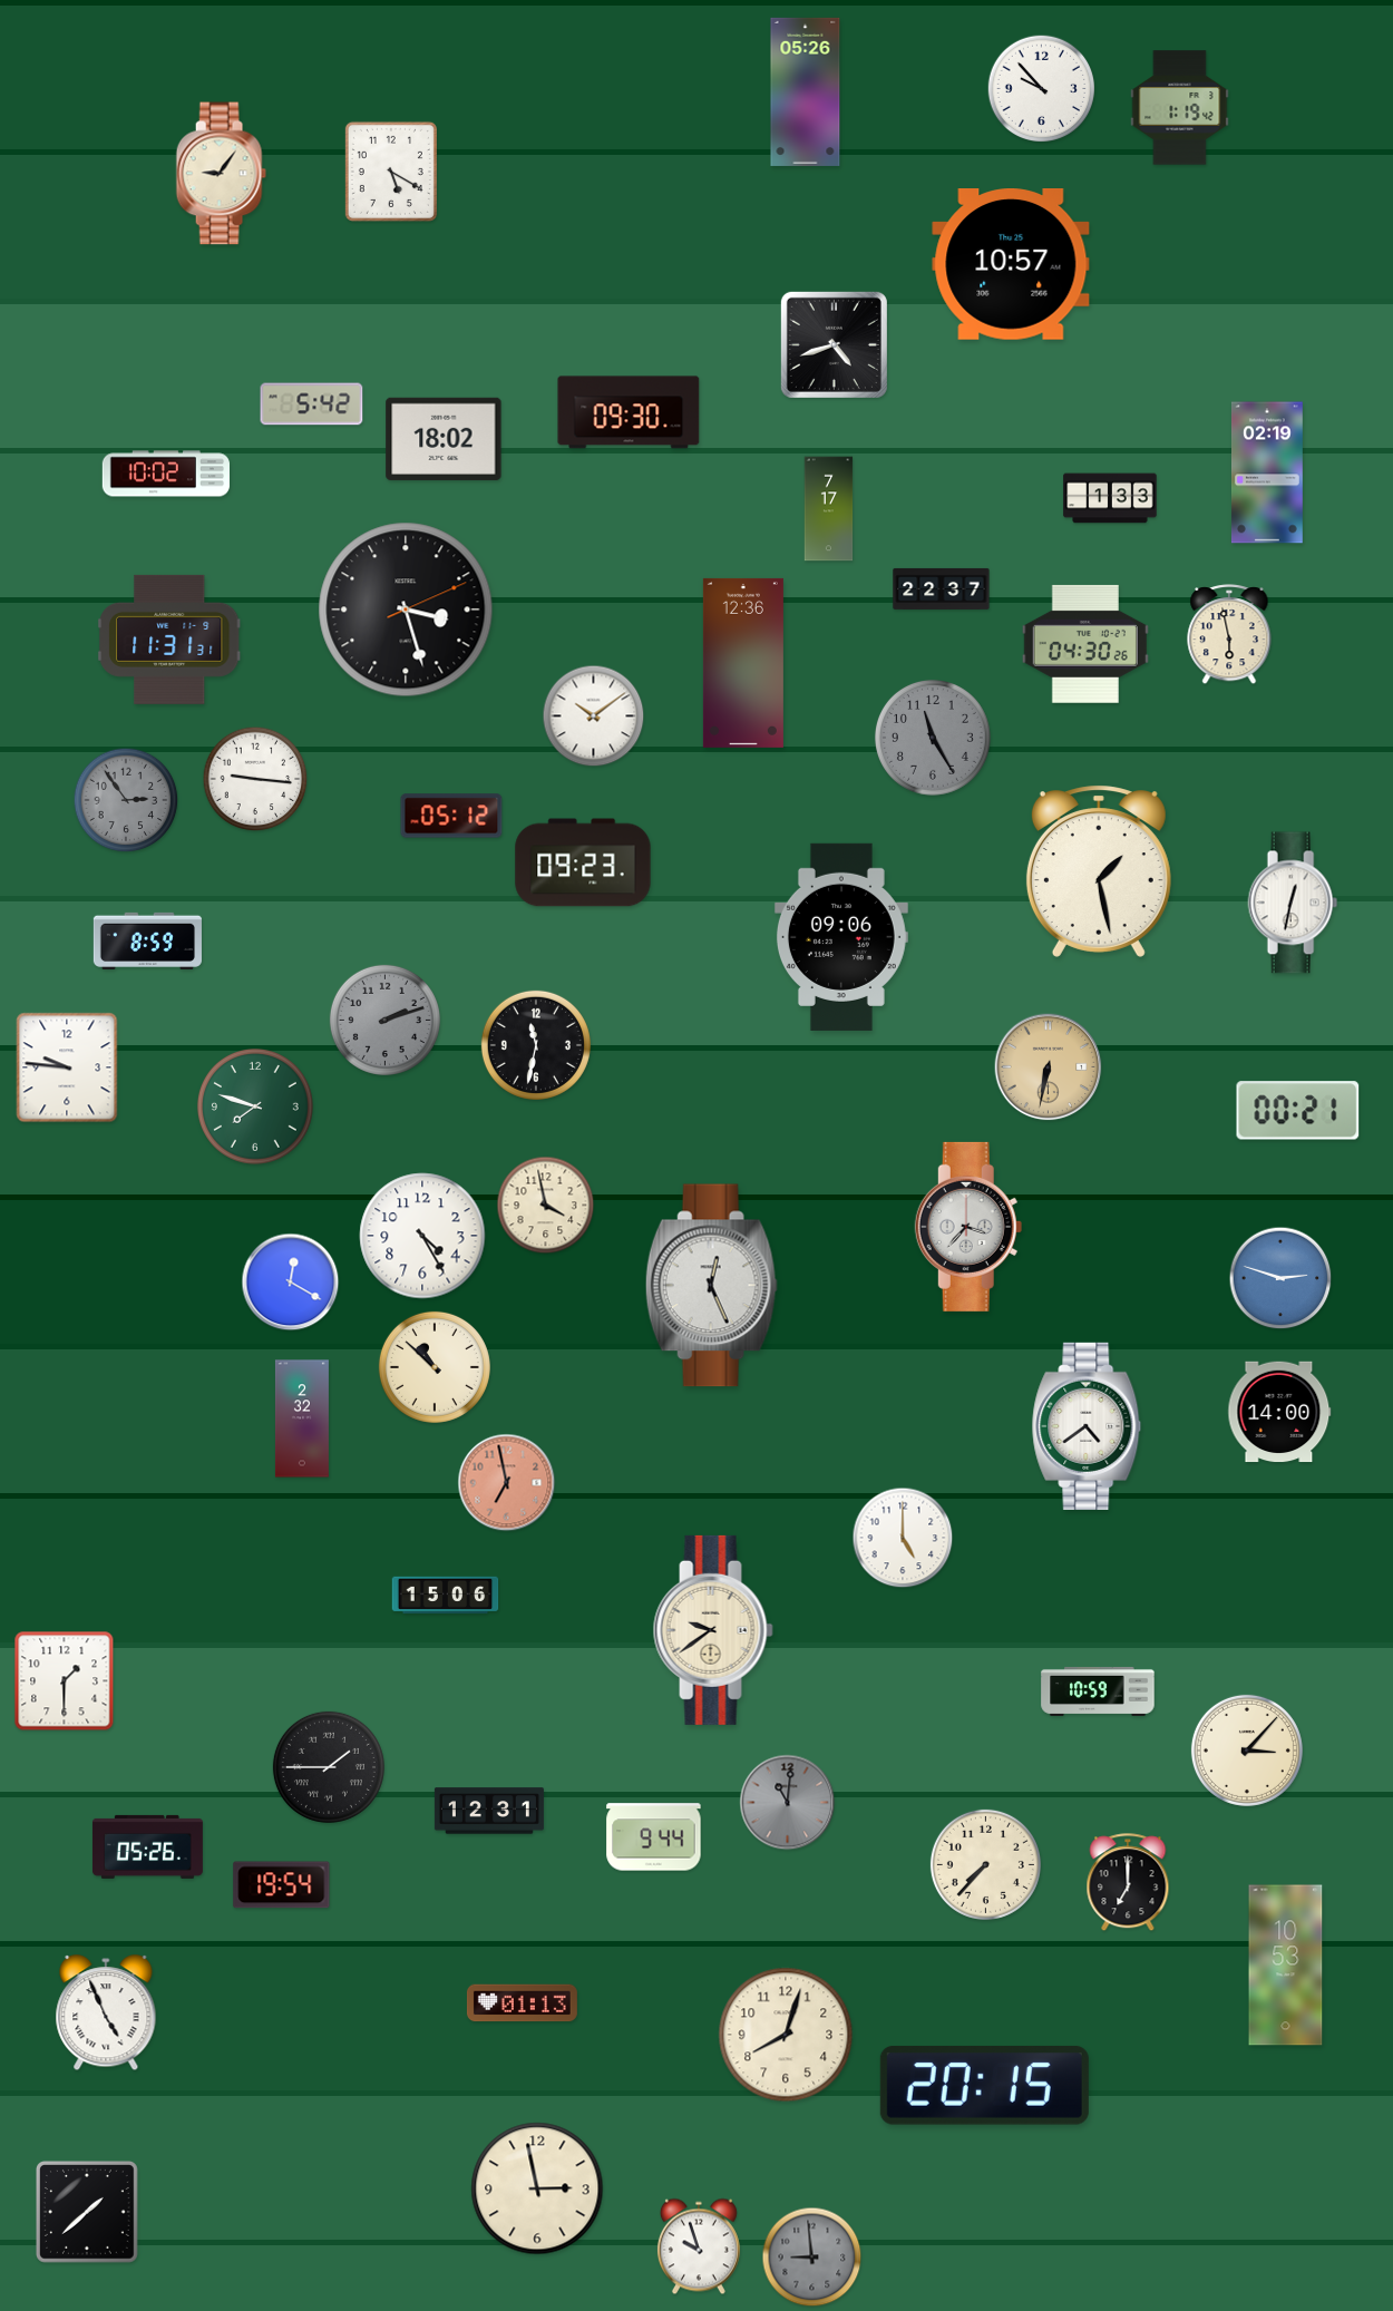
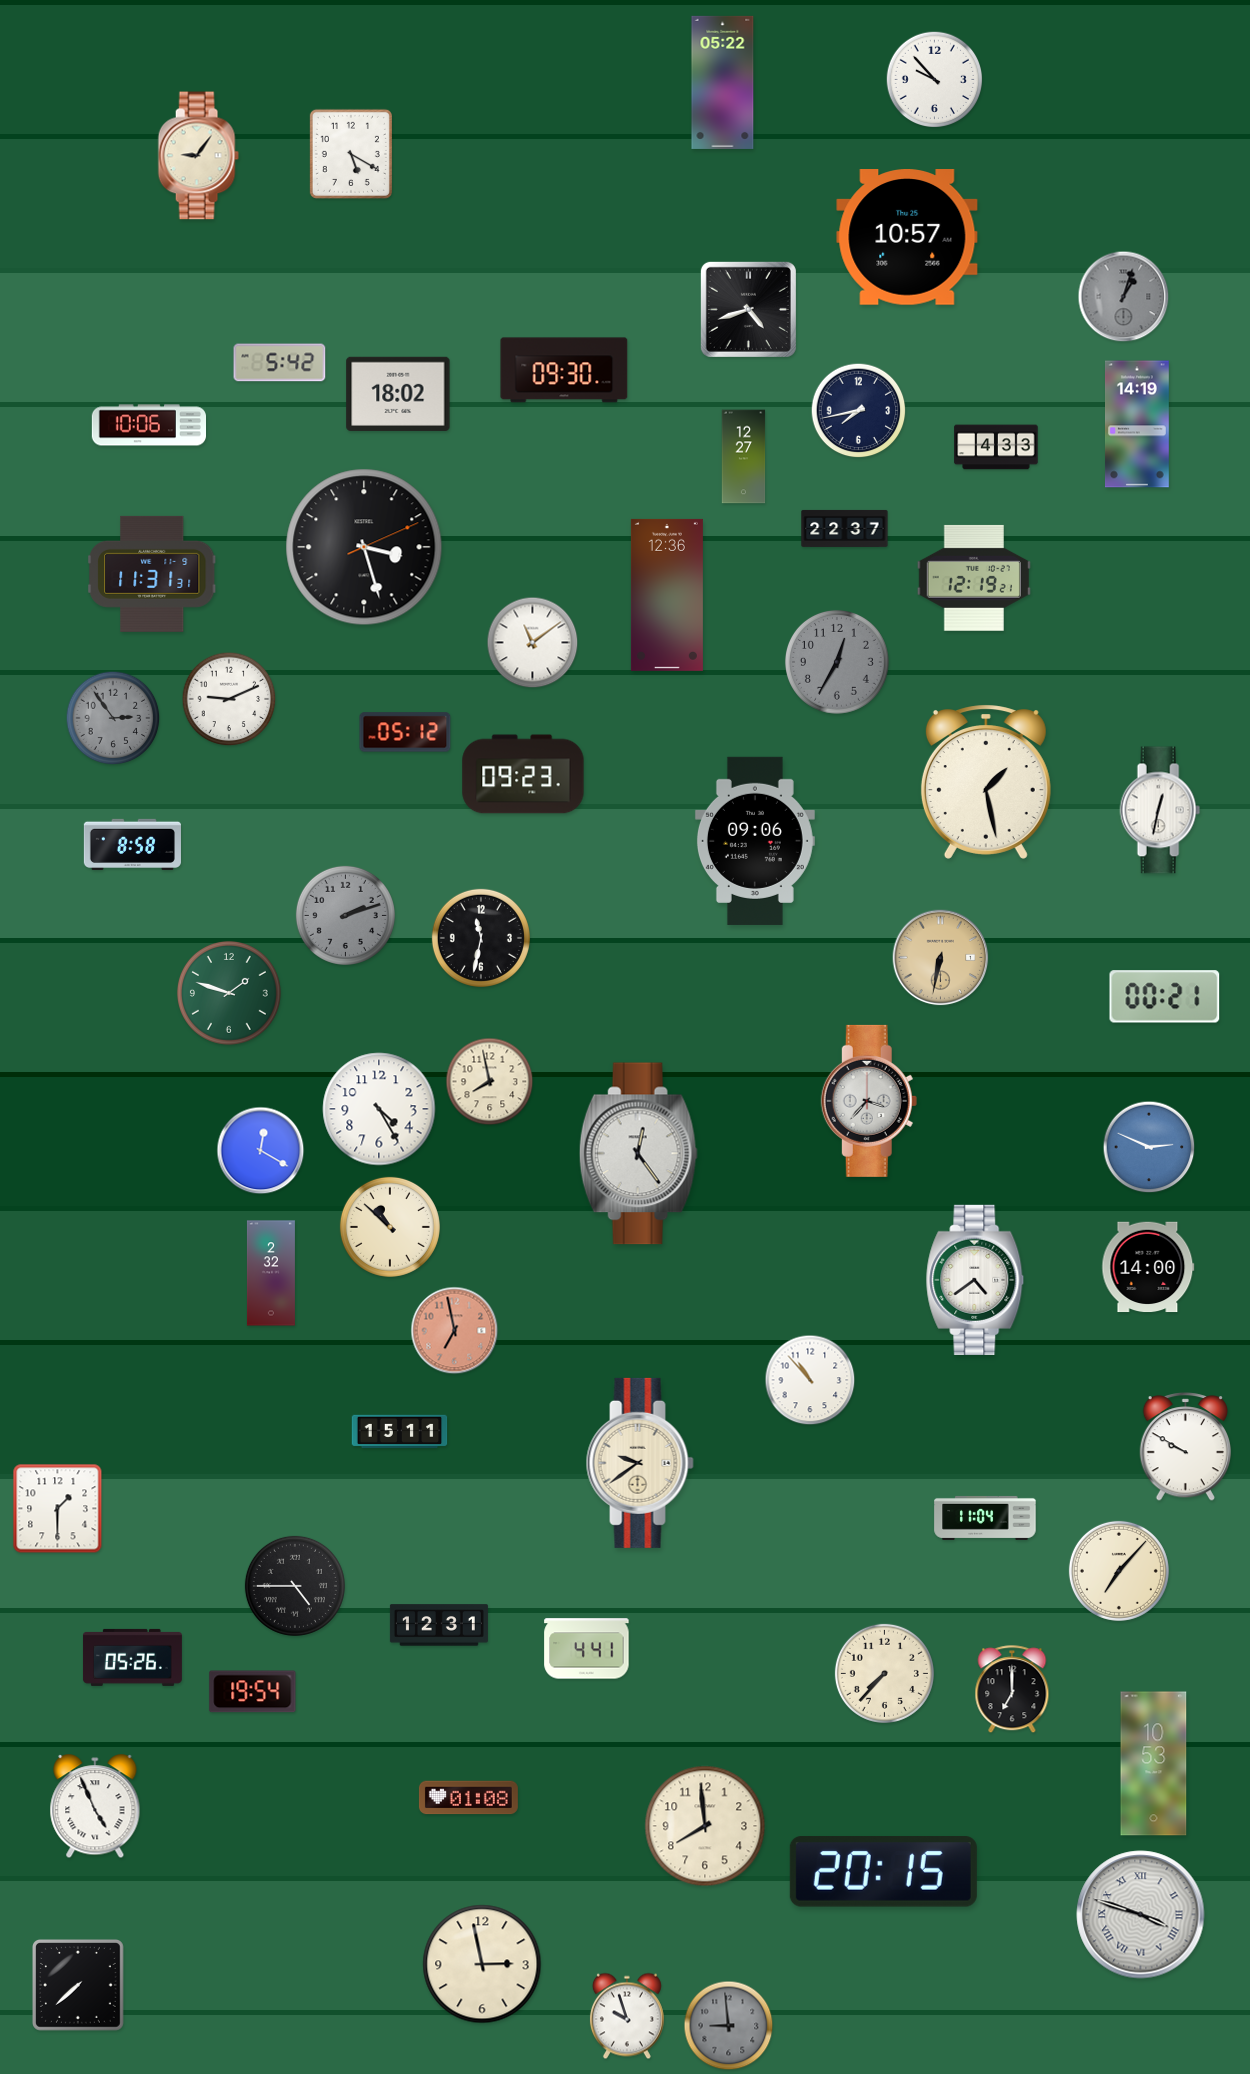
clock at (806, 91): 05:26 -> 05:22
clock at (1180, 108): 1:19 -> none
clock at (1124, 297): none -> 1:03
clock at (859, 411): none -> 7:43
clock at (1268, 472): 02:19 -> 14:19
clock at (165, 474): 10:02 -> 10:06
clock at (1110, 498): 1:33 -> 4:33
clock at (829, 509): 7:17 -> 12:27
clock at (1229, 635): 5:58 -> none
clock at (1085, 644): 04:30 -> 12:19
clock at (594, 716): 10:09 -> 11:09
clock at (933, 738): 11:25 -> 12:35
clock at (255, 779): 9:16 -> 9:11
clock at (147, 940): 8:59 -> 8:58
clock at (67, 1067): 9:46 -> none
clock at (255, 1106): 7:48 -> 1:48
clock at (546, 1206): 3:58 -> 7:58
clock at (1280, 1278): 2:48 -> 2:49
clock at (711, 1286): 12:26 -> 12:24
clock at (903, 1538): 5:00 -> 10:53
clock at (446, 1596): 15:06 -> 15:11
clock at (1185, 1447): none -> 9:50
clock at (1098, 1691): 10:59 -> 11:04
clock at (1247, 1751): 3:07 -> 7:07
clock at (329, 1767): 1:45 -> 4:45
clock at (788, 1803): 11:01 -> none
clock at (654, 1837): 9:44 -> 4:41
clock at (522, 2003): 01:13 -> 01:08
clock at (786, 2035): 8:03 -> 7:59
clock at (1141, 1915): none -> 3:48
clock at (88, 2213): 1:38 -> 7:38
